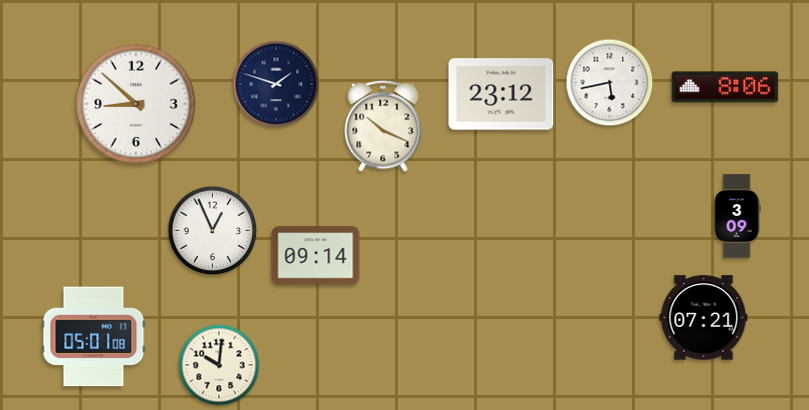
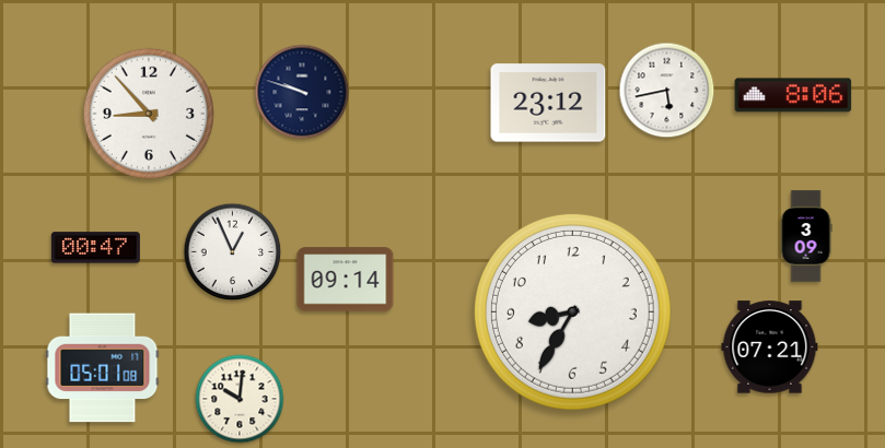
clock at (276, 84): 1:48 -> 9:48
clock at (136, 104): 8:52 -> 8:53
clock at (383, 126): 10:19 -> none
clock at (95, 248): none -> 00:47
clock at (572, 311): none -> 8:35
